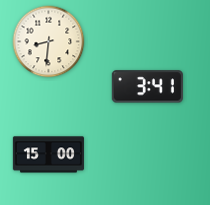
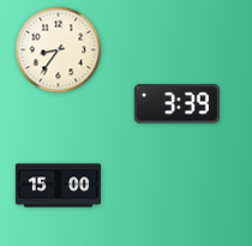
clock at (49, 42): 8:31 -> 8:36
clock at (147, 87): 3:41 -> 3:39
